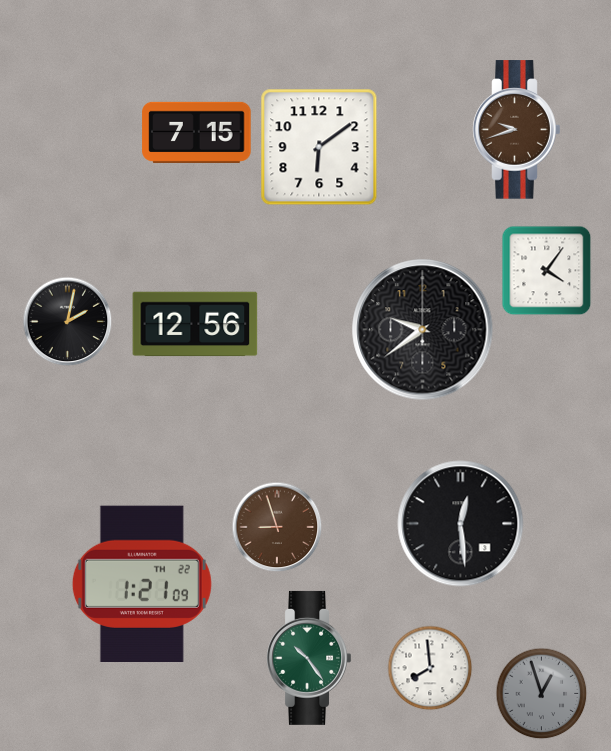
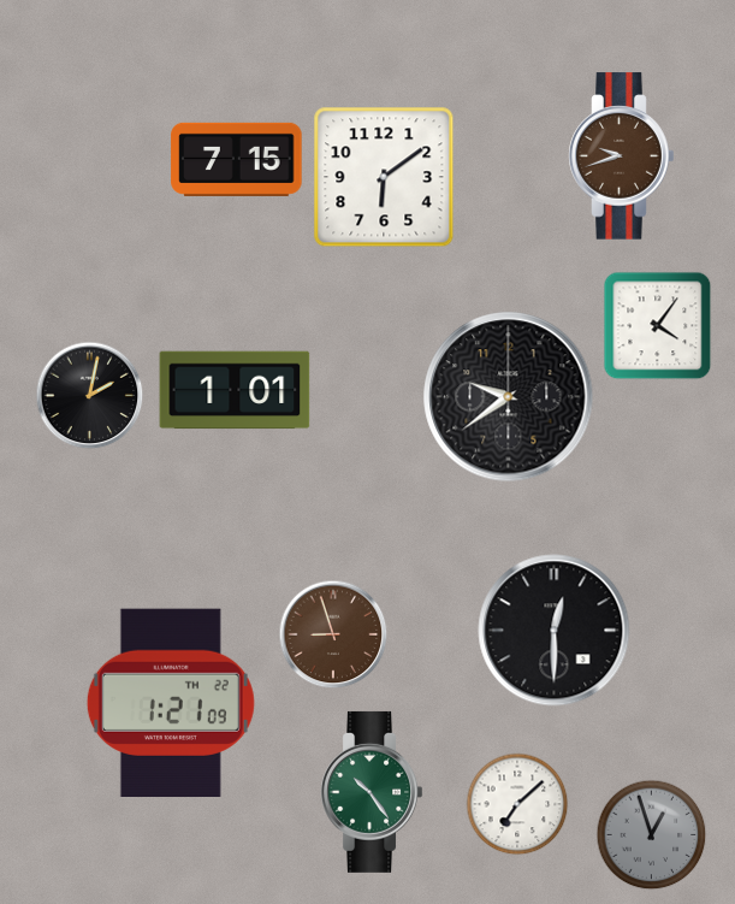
clock at (68, 322) position: (68, 322) -> (90, 396)
clock at (195, 324): 12:56 -> 1:01
clock at (461, 524): 12:29 -> 12:30
clock at (430, 668): 7:59 -> 7:08
